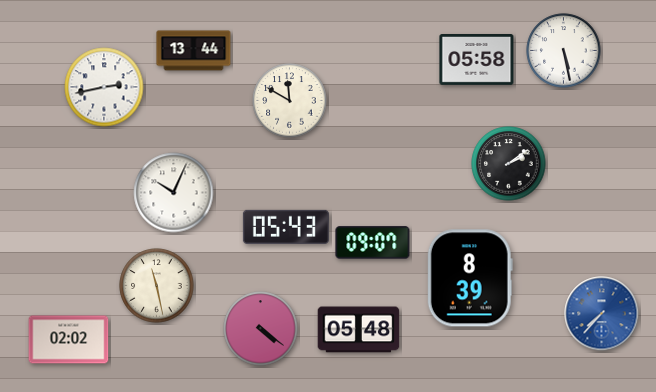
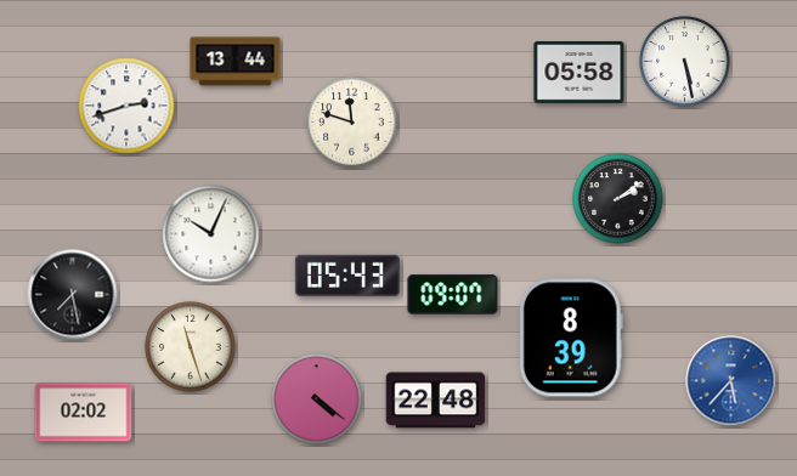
clock at (104, 87): 2:43 -> 2:42
clock at (290, 101): 11:50 -> 11:48
clock at (73, 295): none -> 7:28
clock at (157, 286): 11:28 -> 11:27
clock at (602, 314): 7:37 -> 5:37
clock at (359, 330): 05:48 -> 22:48
